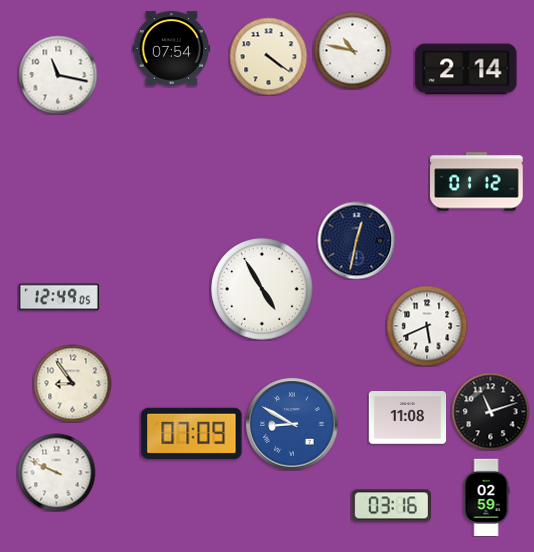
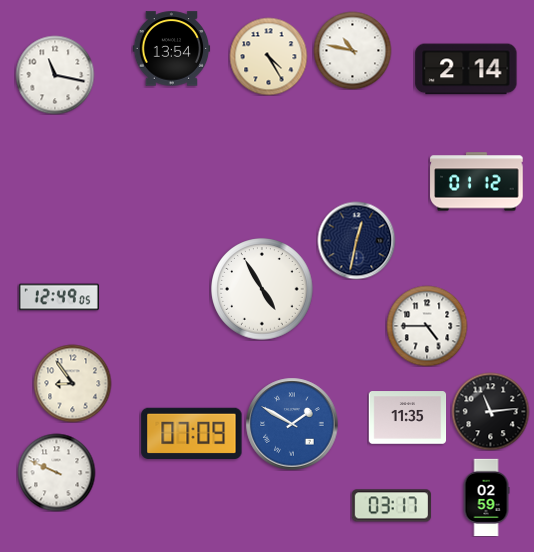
clock at (171, 49): 07:54 -> 13:54
clock at (268, 56): 4:21 -> 4:25
clock at (58, 75) position: (58, 75) -> (55, 75)
clock at (427, 326): 5:41 -> 4:45
clock at (490, 411): 11:12 -> 11:14
clock at (407, 418): 11:08 -> 11:35
clock at (292, 424): 8:50 -> 1:50
clock at (391, 506): 03:16 -> 03:17
